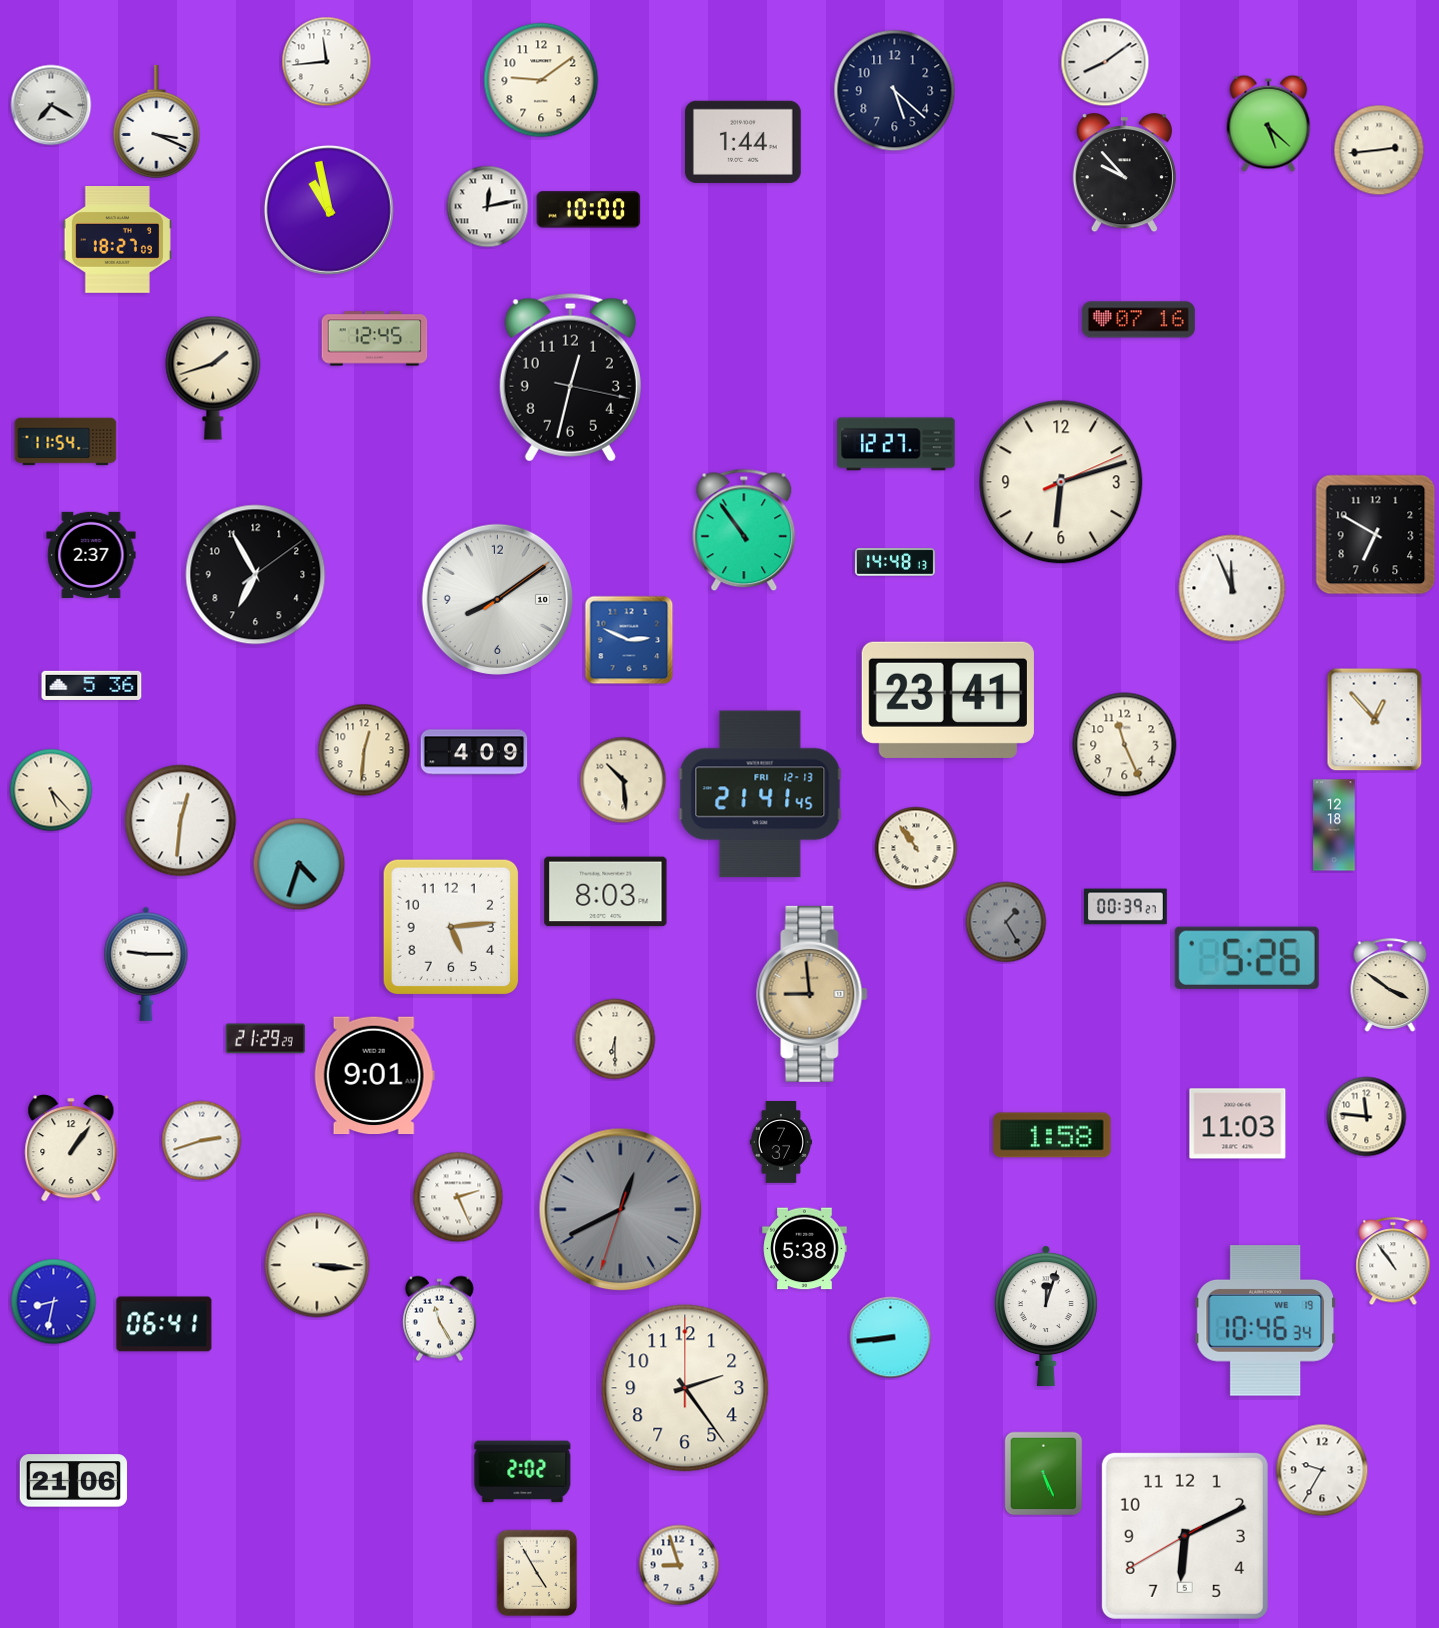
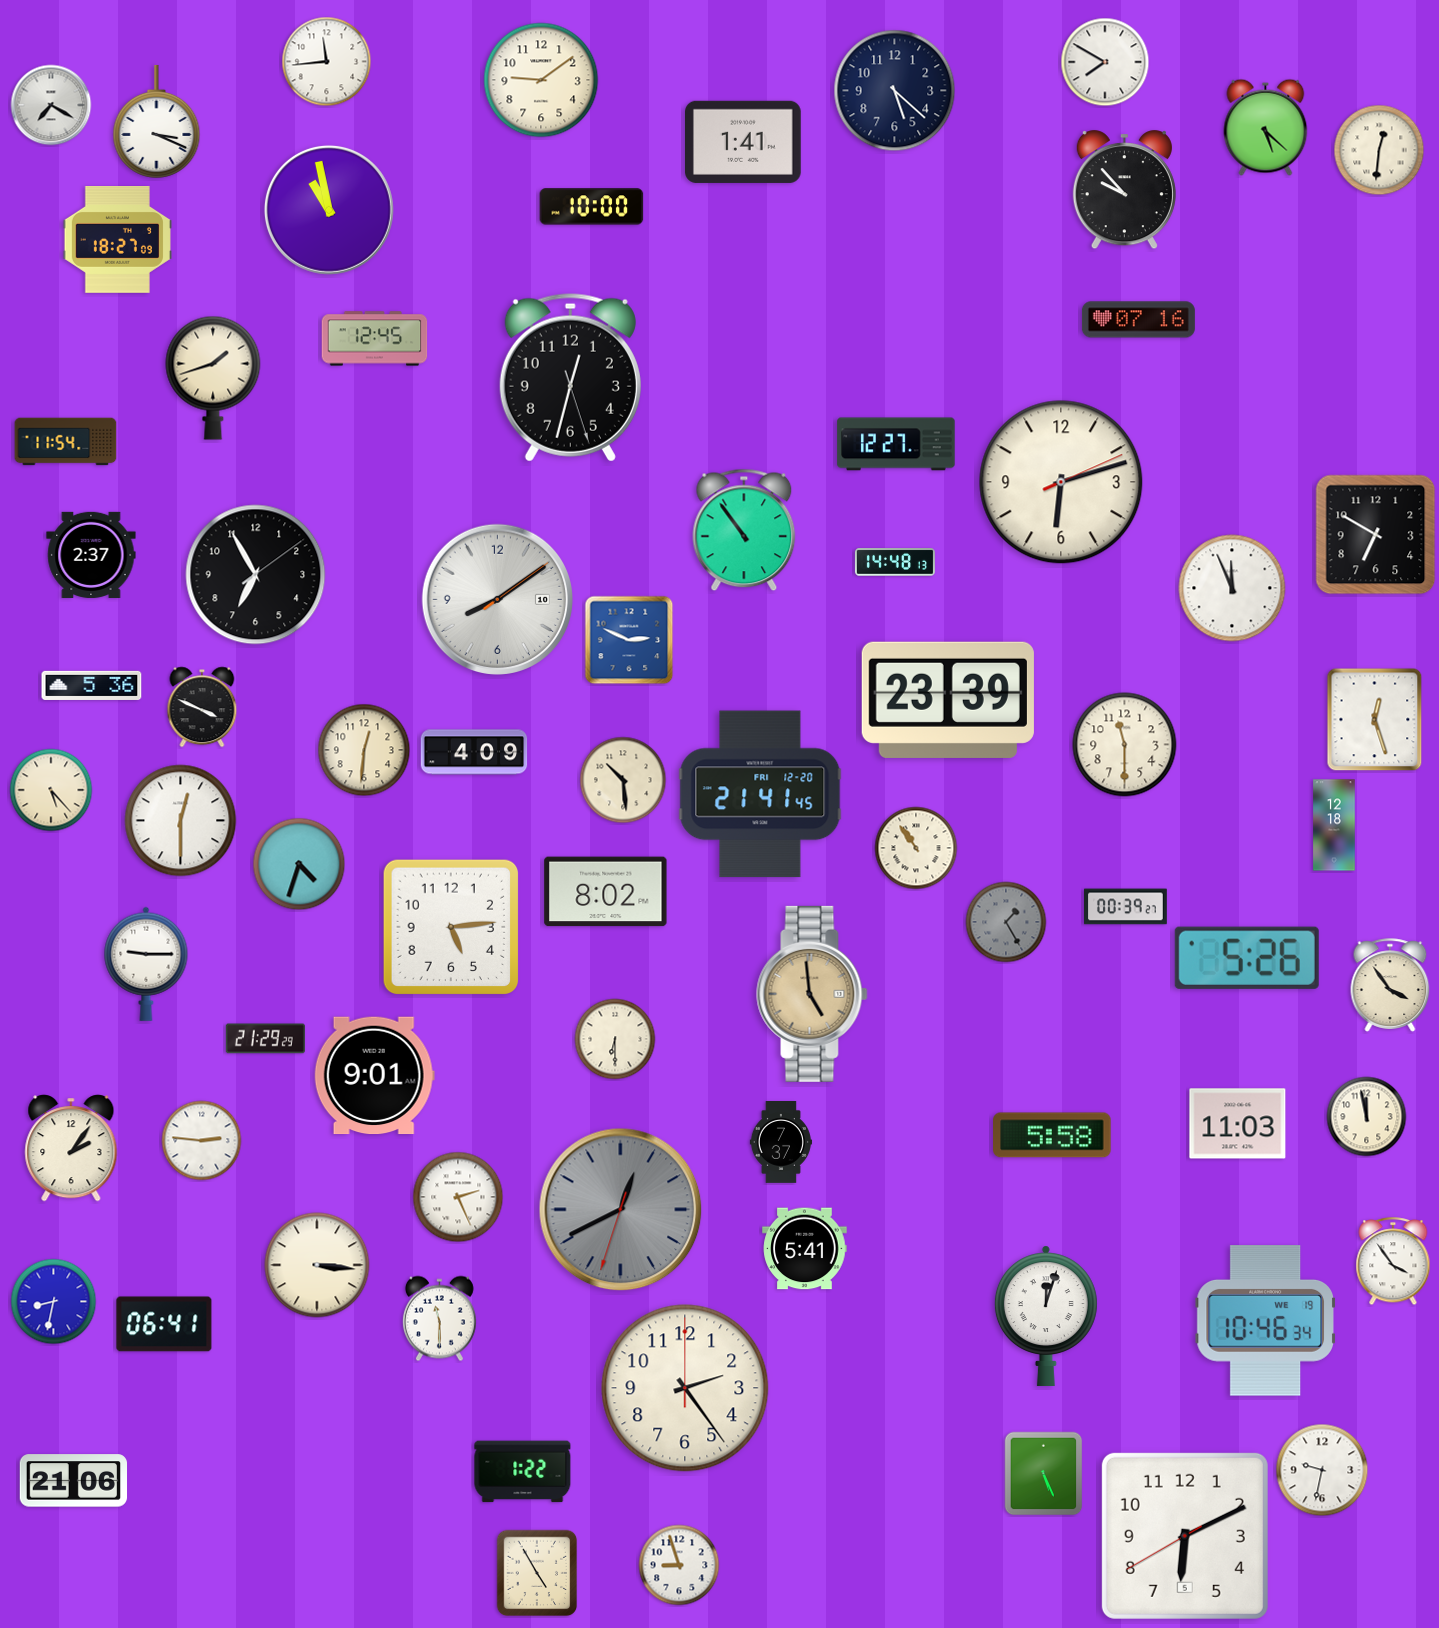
clock at (1105, 62): 8:09 -> 7:50
clock at (1269, 123) position: (1269, 123) -> (1266, 127)
clock at (744, 142): 1:44 -> 1:41
clock at (1379, 150): 2:44 -> 12:31
clock at (1124, 173) position: (1124, 173) -> (1124, 190)
clock at (488, 207): 12:13 -> none
clock at (589, 210) position: (589, 210) -> (592, 207)
clock at (570, 378): 12:32:17 -> 12:32:27
clock at (948, 700): 23:41 -> 23:39
clock at (202, 707): none -> 3:49
clock at (1375, 720): 12:53 -> 12:27
clock at (1125, 745): 11:26 -> 11:30
clock at (760, 794) date: FRI 12-13 -> FRI 12-20
clock at (181, 821): 12:31 -> 12:30
clock at (606, 892): 8:03 -> 8:02
clock at (1390, 985): 3:51 -> 3:54
clock at (812, 994): 8:59 -> 4:59
clock at (1367, 1117): 11:46 -> 11:58
clock at (1052, 1135): 1:58 -> 5:58
clock at (202, 1141): 2:42 -> 2:46
clock at (71, 1148): 1:06 -> 2:06
clock at (805, 1249): 5:38 -> 5:41
clock at (1393, 1262): 10:54 -> 3:54
clock at (439, 1319): 11:25 -> 11:30
clock at (891, 1338): 8:44 -> none
clock at (1322, 1470): 9:35 -> 9:32
clock at (523, 1472): 2:02 -> 1:22
